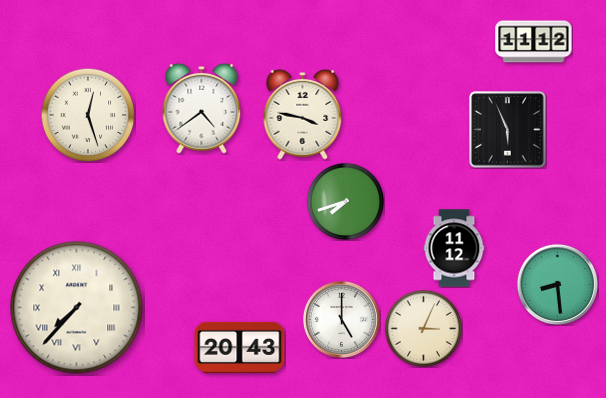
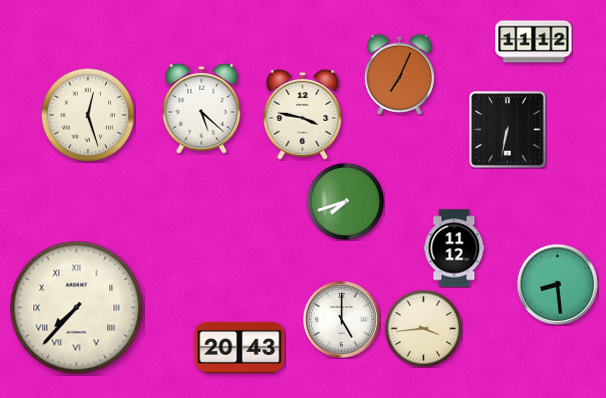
clock at (399, 74): none -> 7:04
clock at (202, 108): 4:39 -> 5:22
clock at (508, 130): 5:56 -> 6:32
clock at (423, 328): 3:04 -> 3:44
